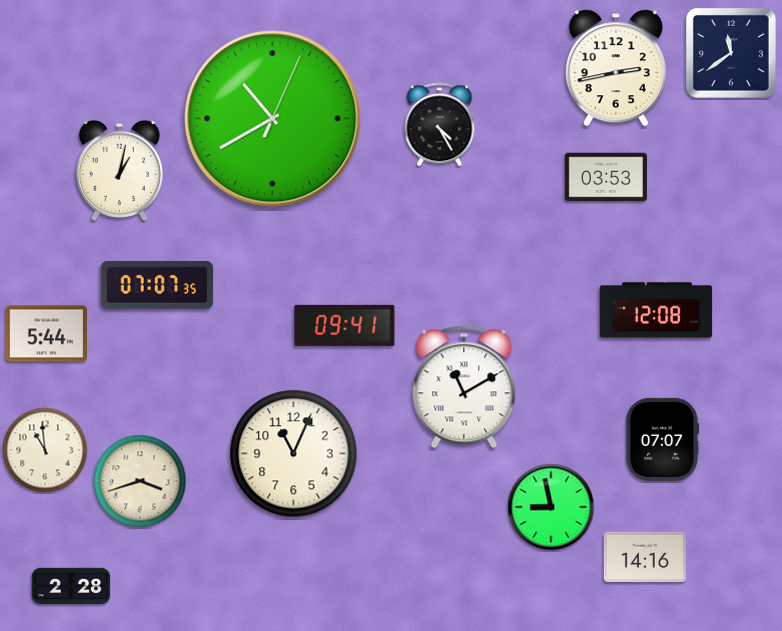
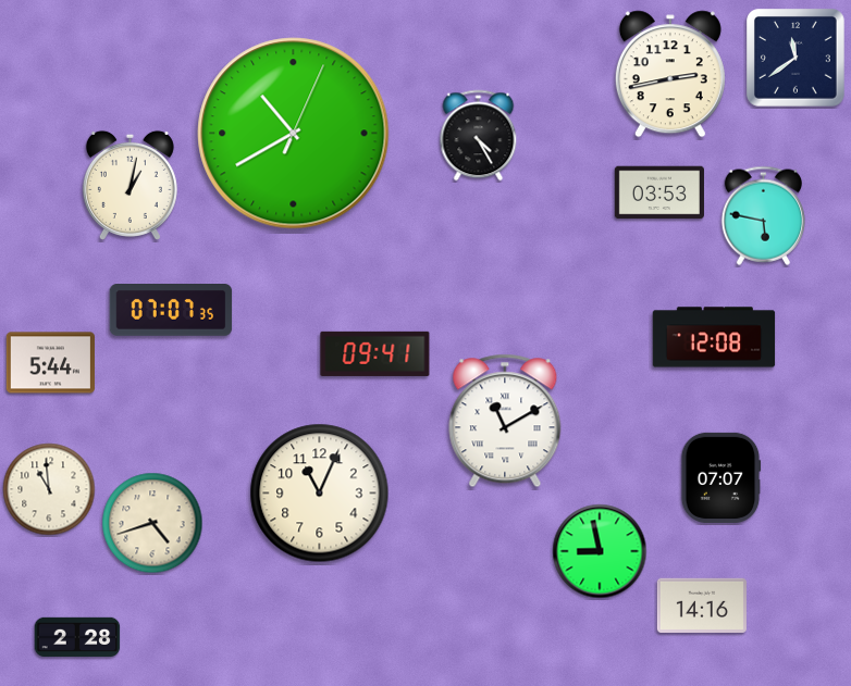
clock at (273, 119) position: (273, 119) -> (294, 134)
clock at (764, 215): none -> 5:47
clock at (140, 481): 3:42 -> 4:42
